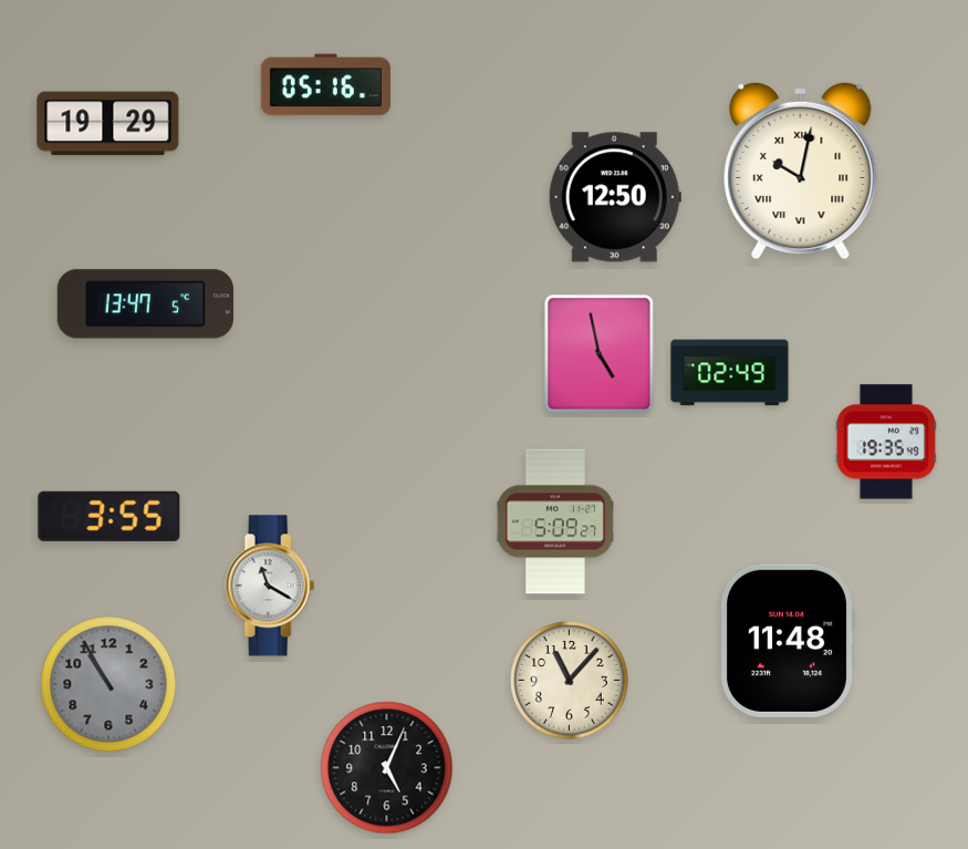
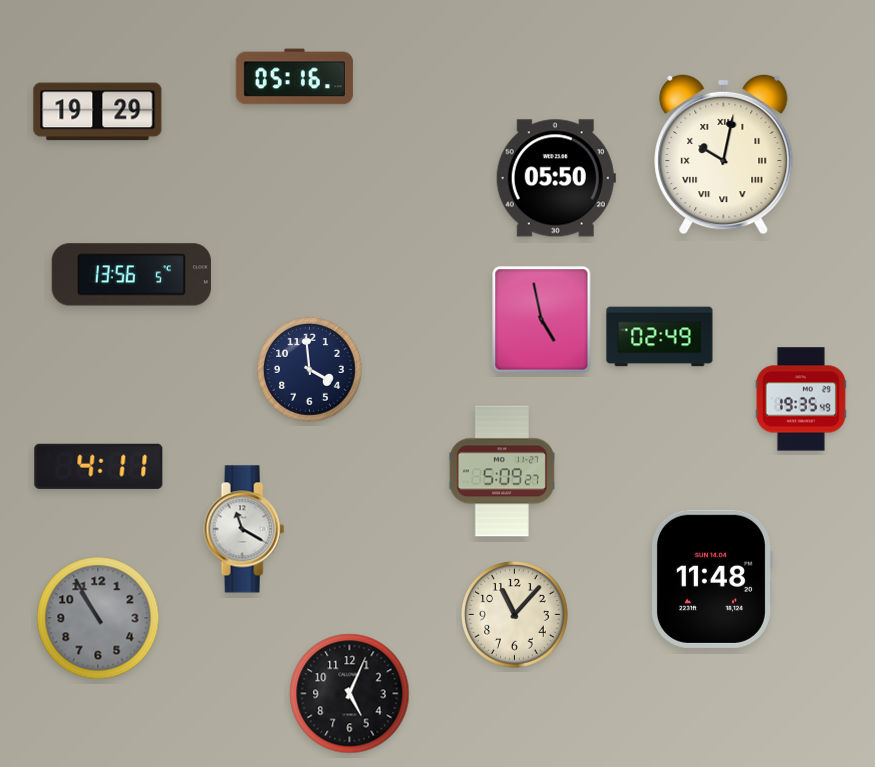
clock at (615, 197): 12:50 -> 05:50
clock at (145, 304): 13:47 -> 13:56
clock at (310, 370): none -> 3:59
clock at (110, 516): 3:55 -> 4:11
